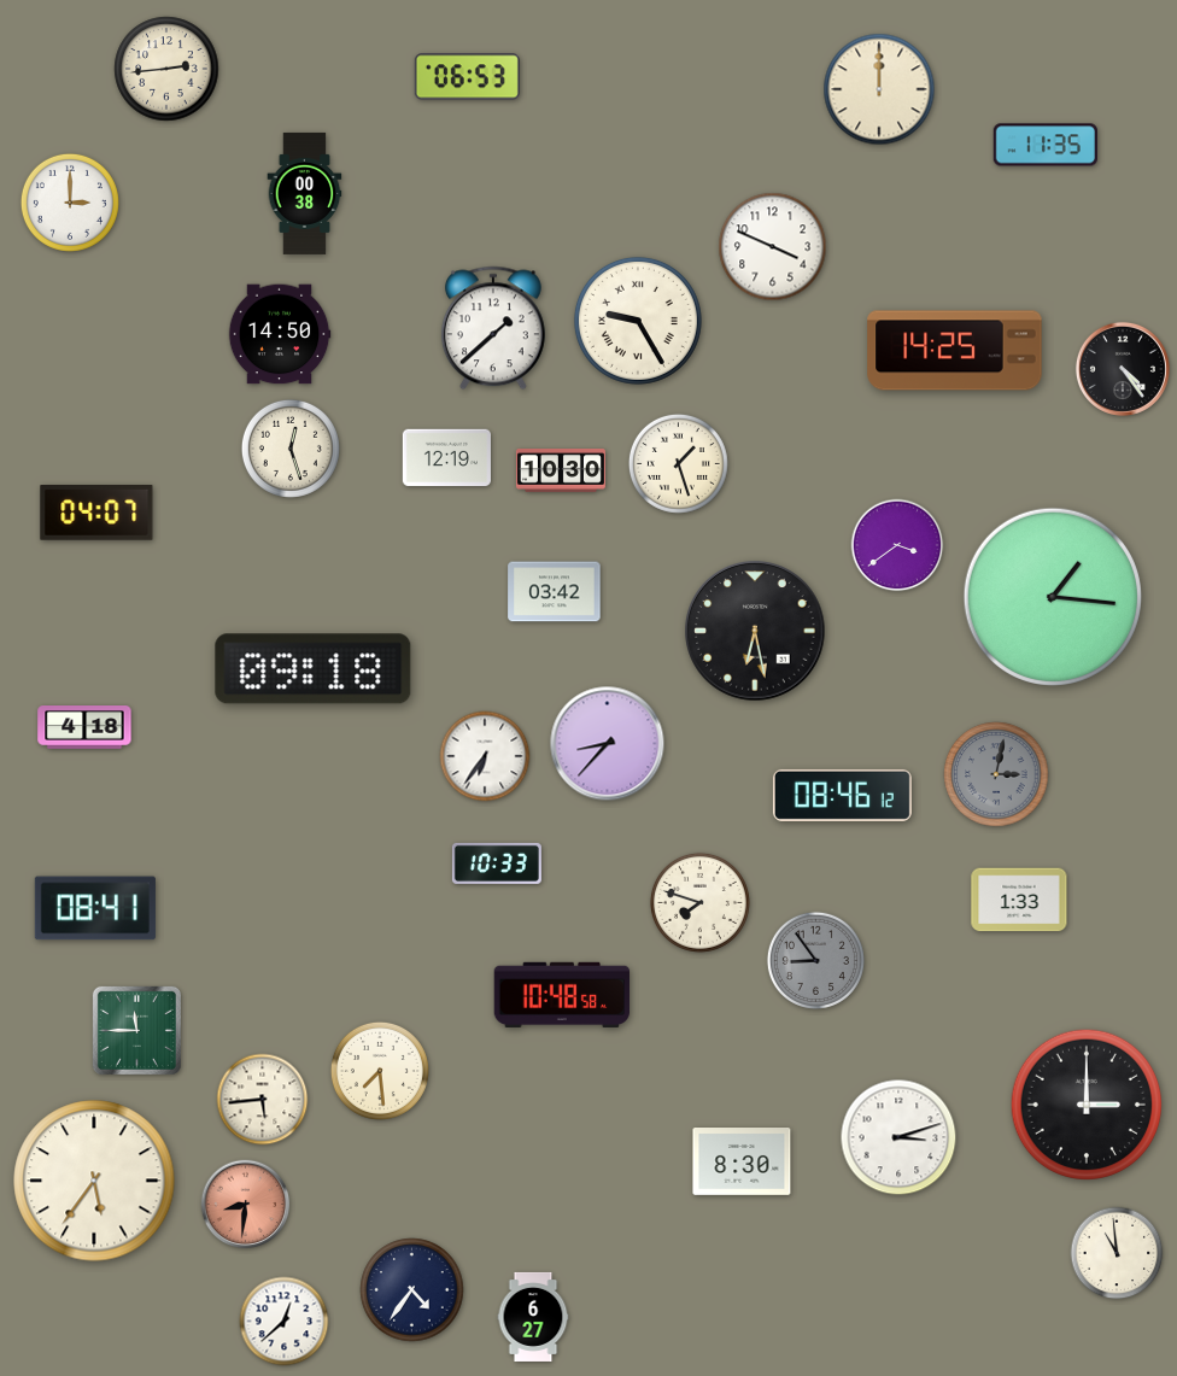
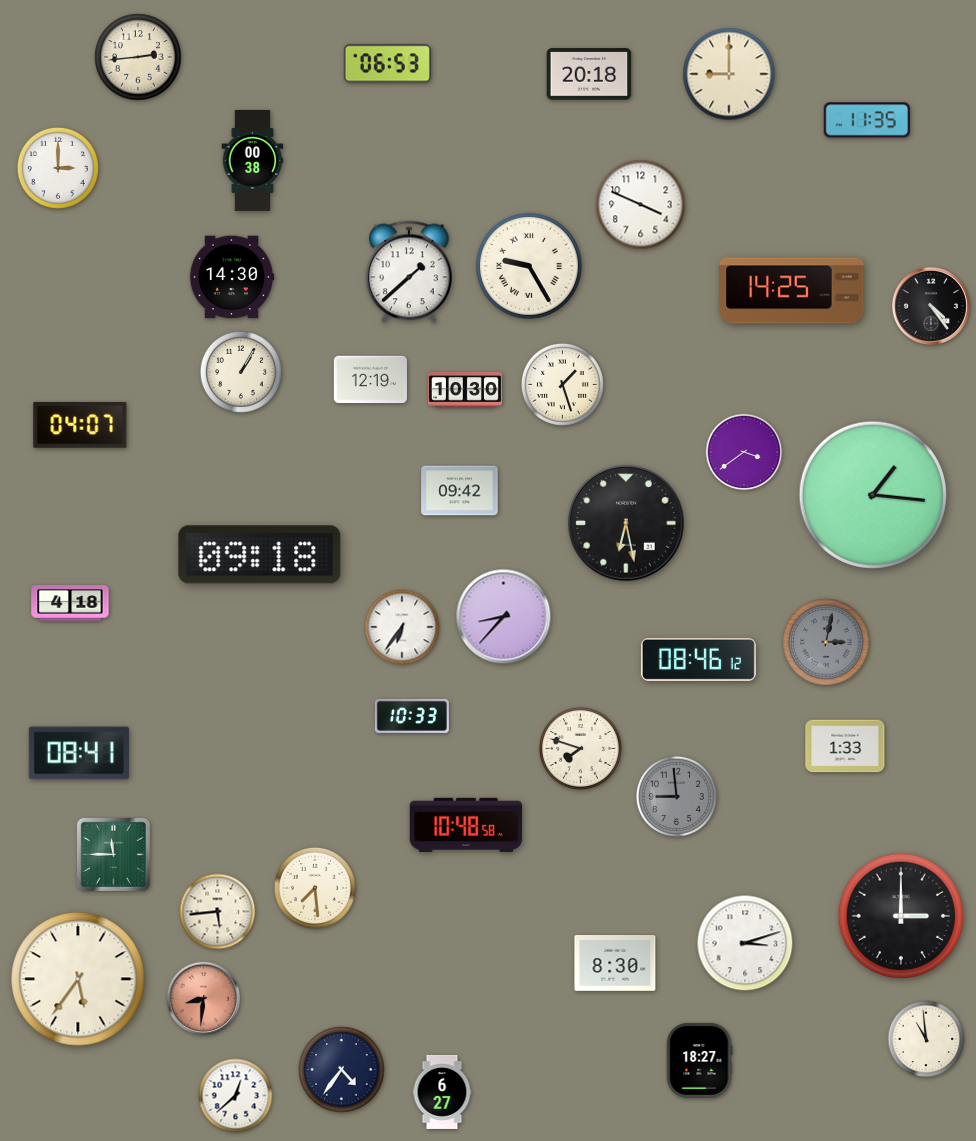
clock at (589, 74): none -> 20:18
clock at (879, 89): 12:00 -> 9:00
clock at (280, 334): 14:50 -> 14:30
clock at (291, 449): 12:27 -> 1:05
clock at (555, 592): 03:42 -> 09:42
clock at (815, 960): 8:54 -> 8:59
clock at (700, 1060): none -> 18:27
